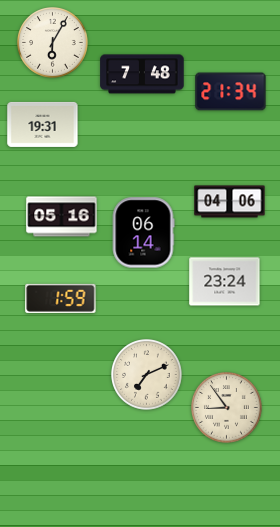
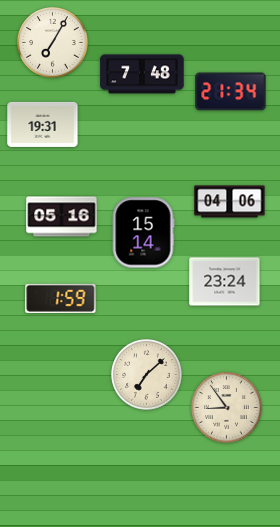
clock at (53, 43): 6:05 -> 7:05
clock at (143, 233): 06:14 -> 15:14
clock at (147, 375): 7:11 -> 7:08
